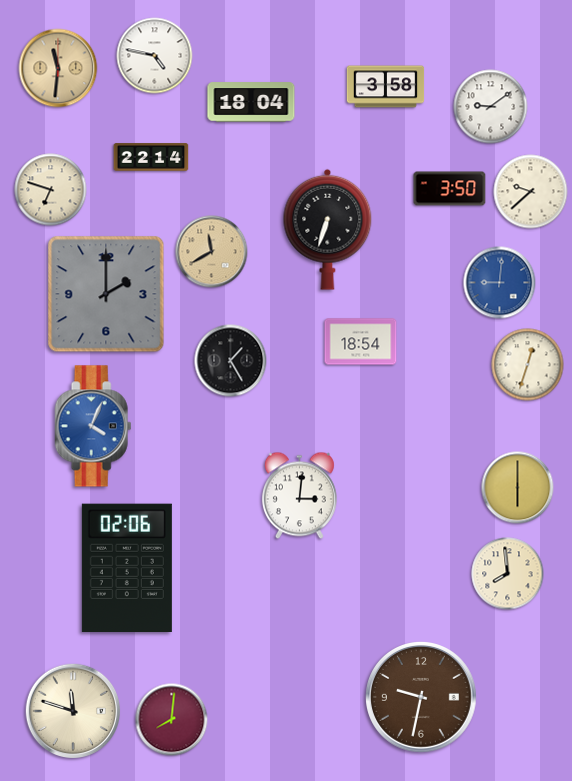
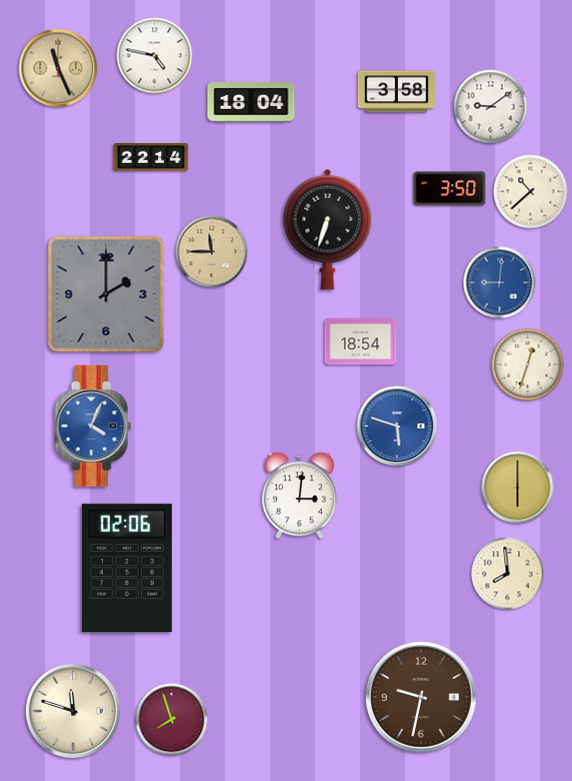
clock at (58, 68): 11:31 -> 11:26
clock at (386, 87) position: (386, 87) -> (397, 92)
clock at (51, 190): 6:48 -> none
clock at (531, 192): 9:38 -> 10:38
clock at (212, 252): 11:40 -> 11:45
clock at (231, 361): 1:25 -> none
clock at (397, 426): none -> 5:48
clock at (172, 720): 8:01 -> 7:57
